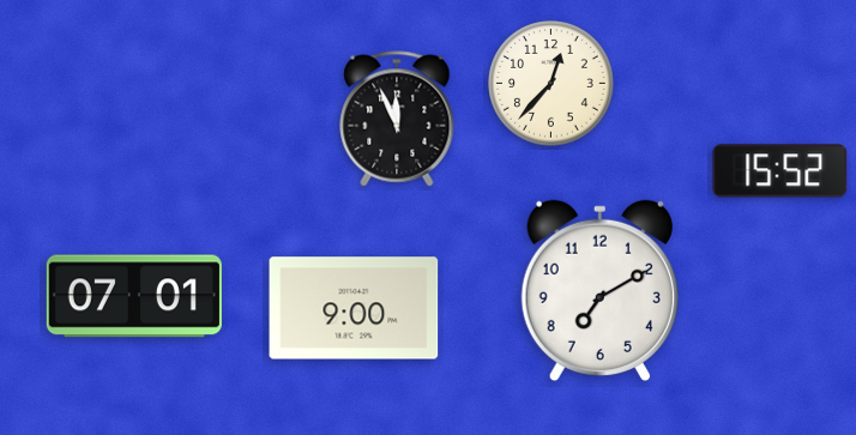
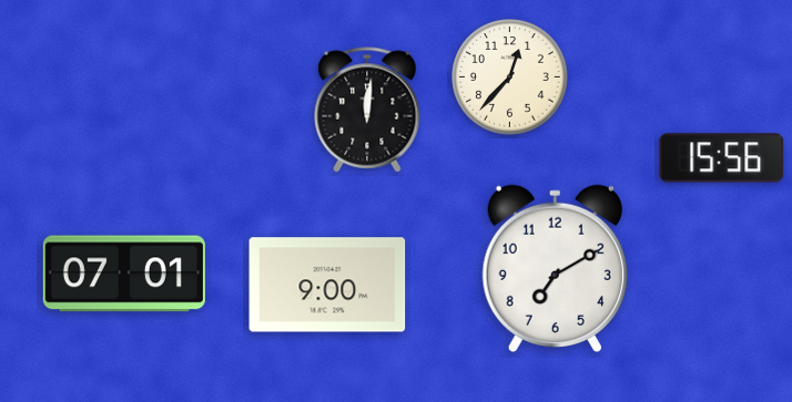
clock at (397, 119): 11:56 -> 12:01
clock at (780, 171): 15:52 -> 15:56
